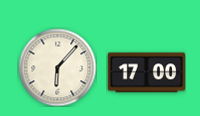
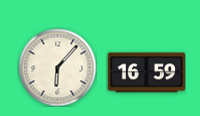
clock at (146, 73): 17:00 -> 16:59
